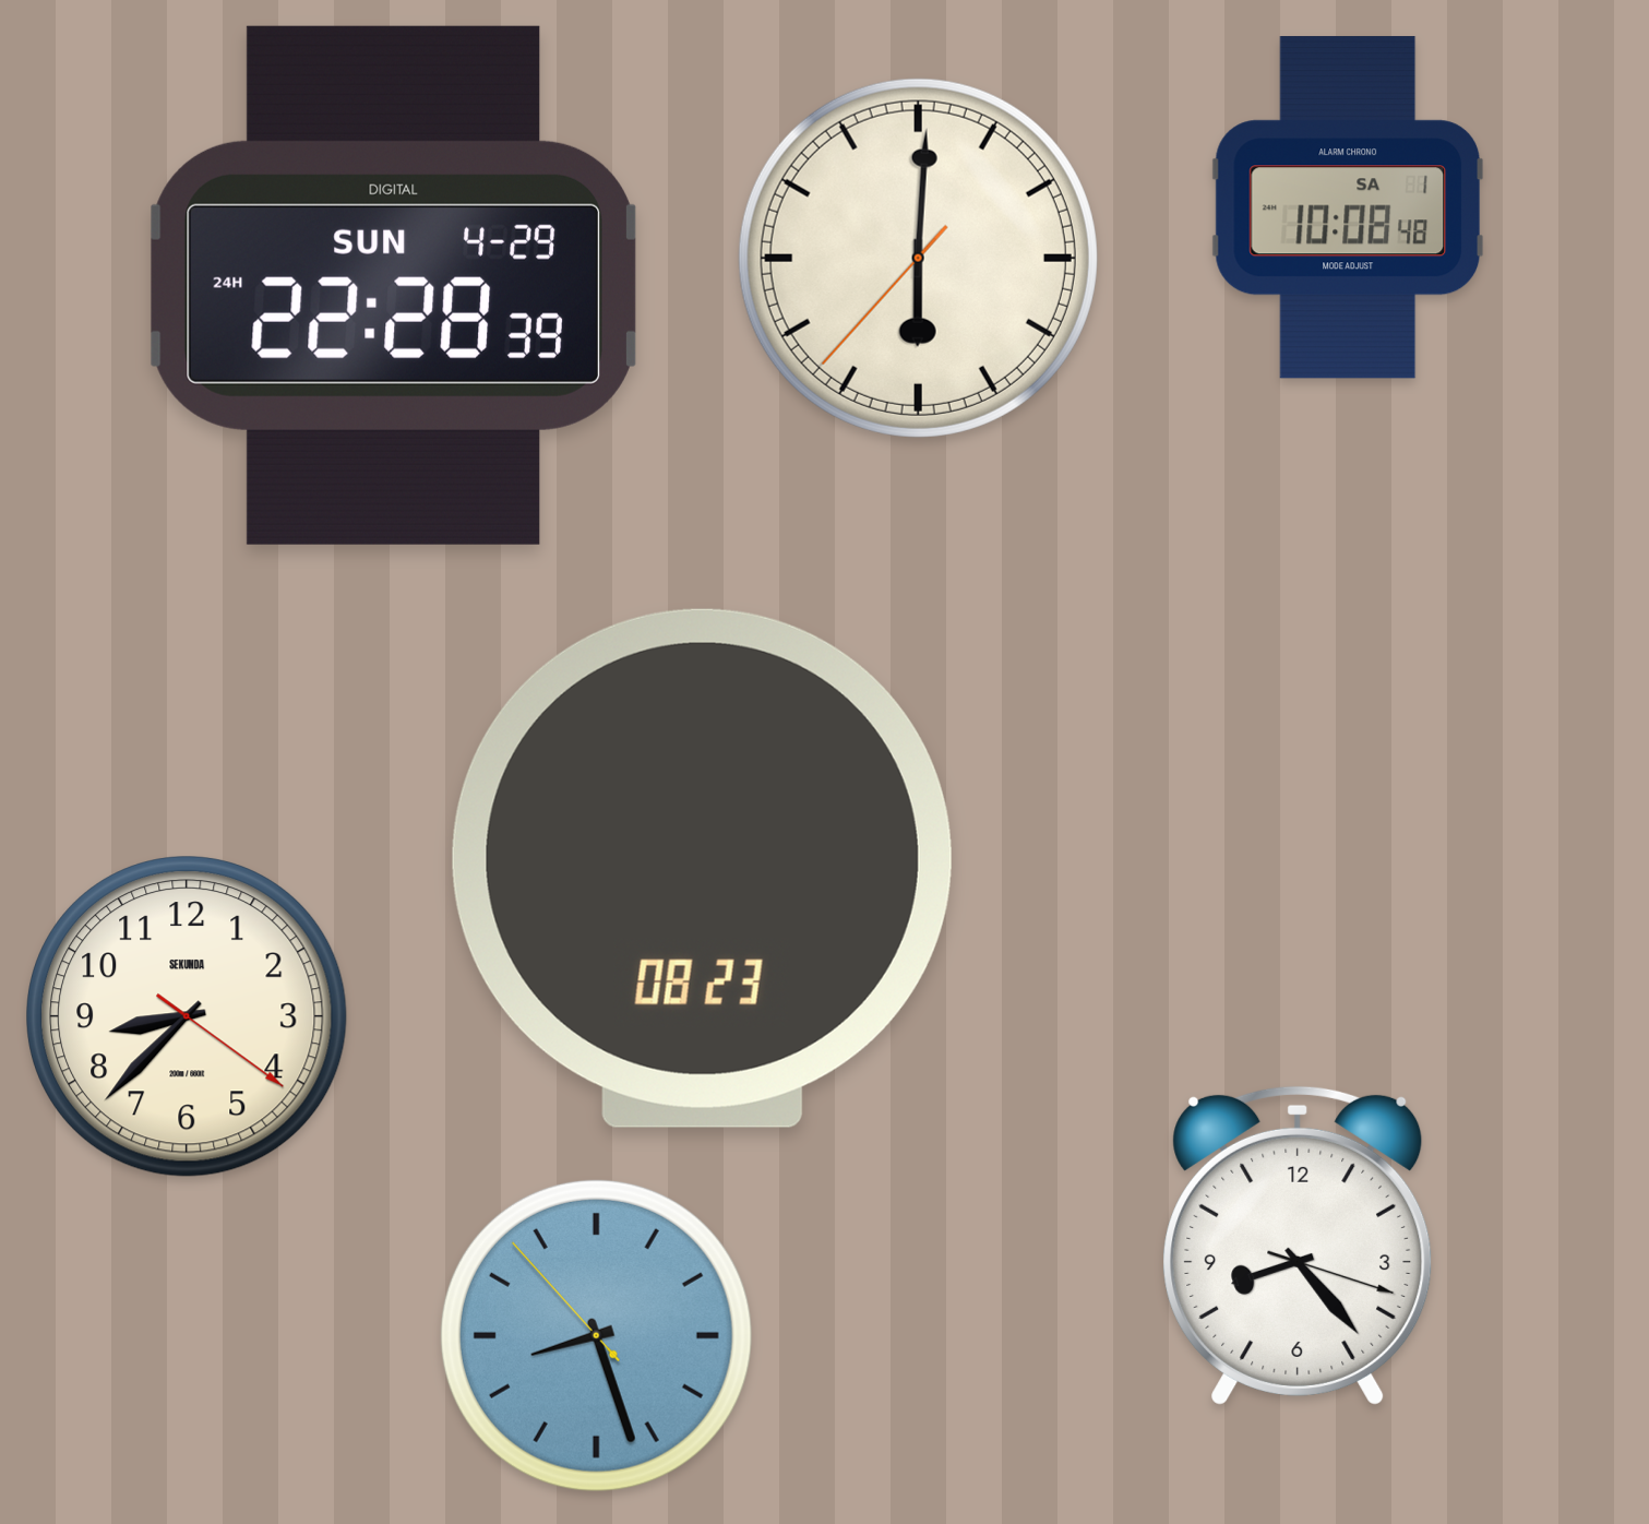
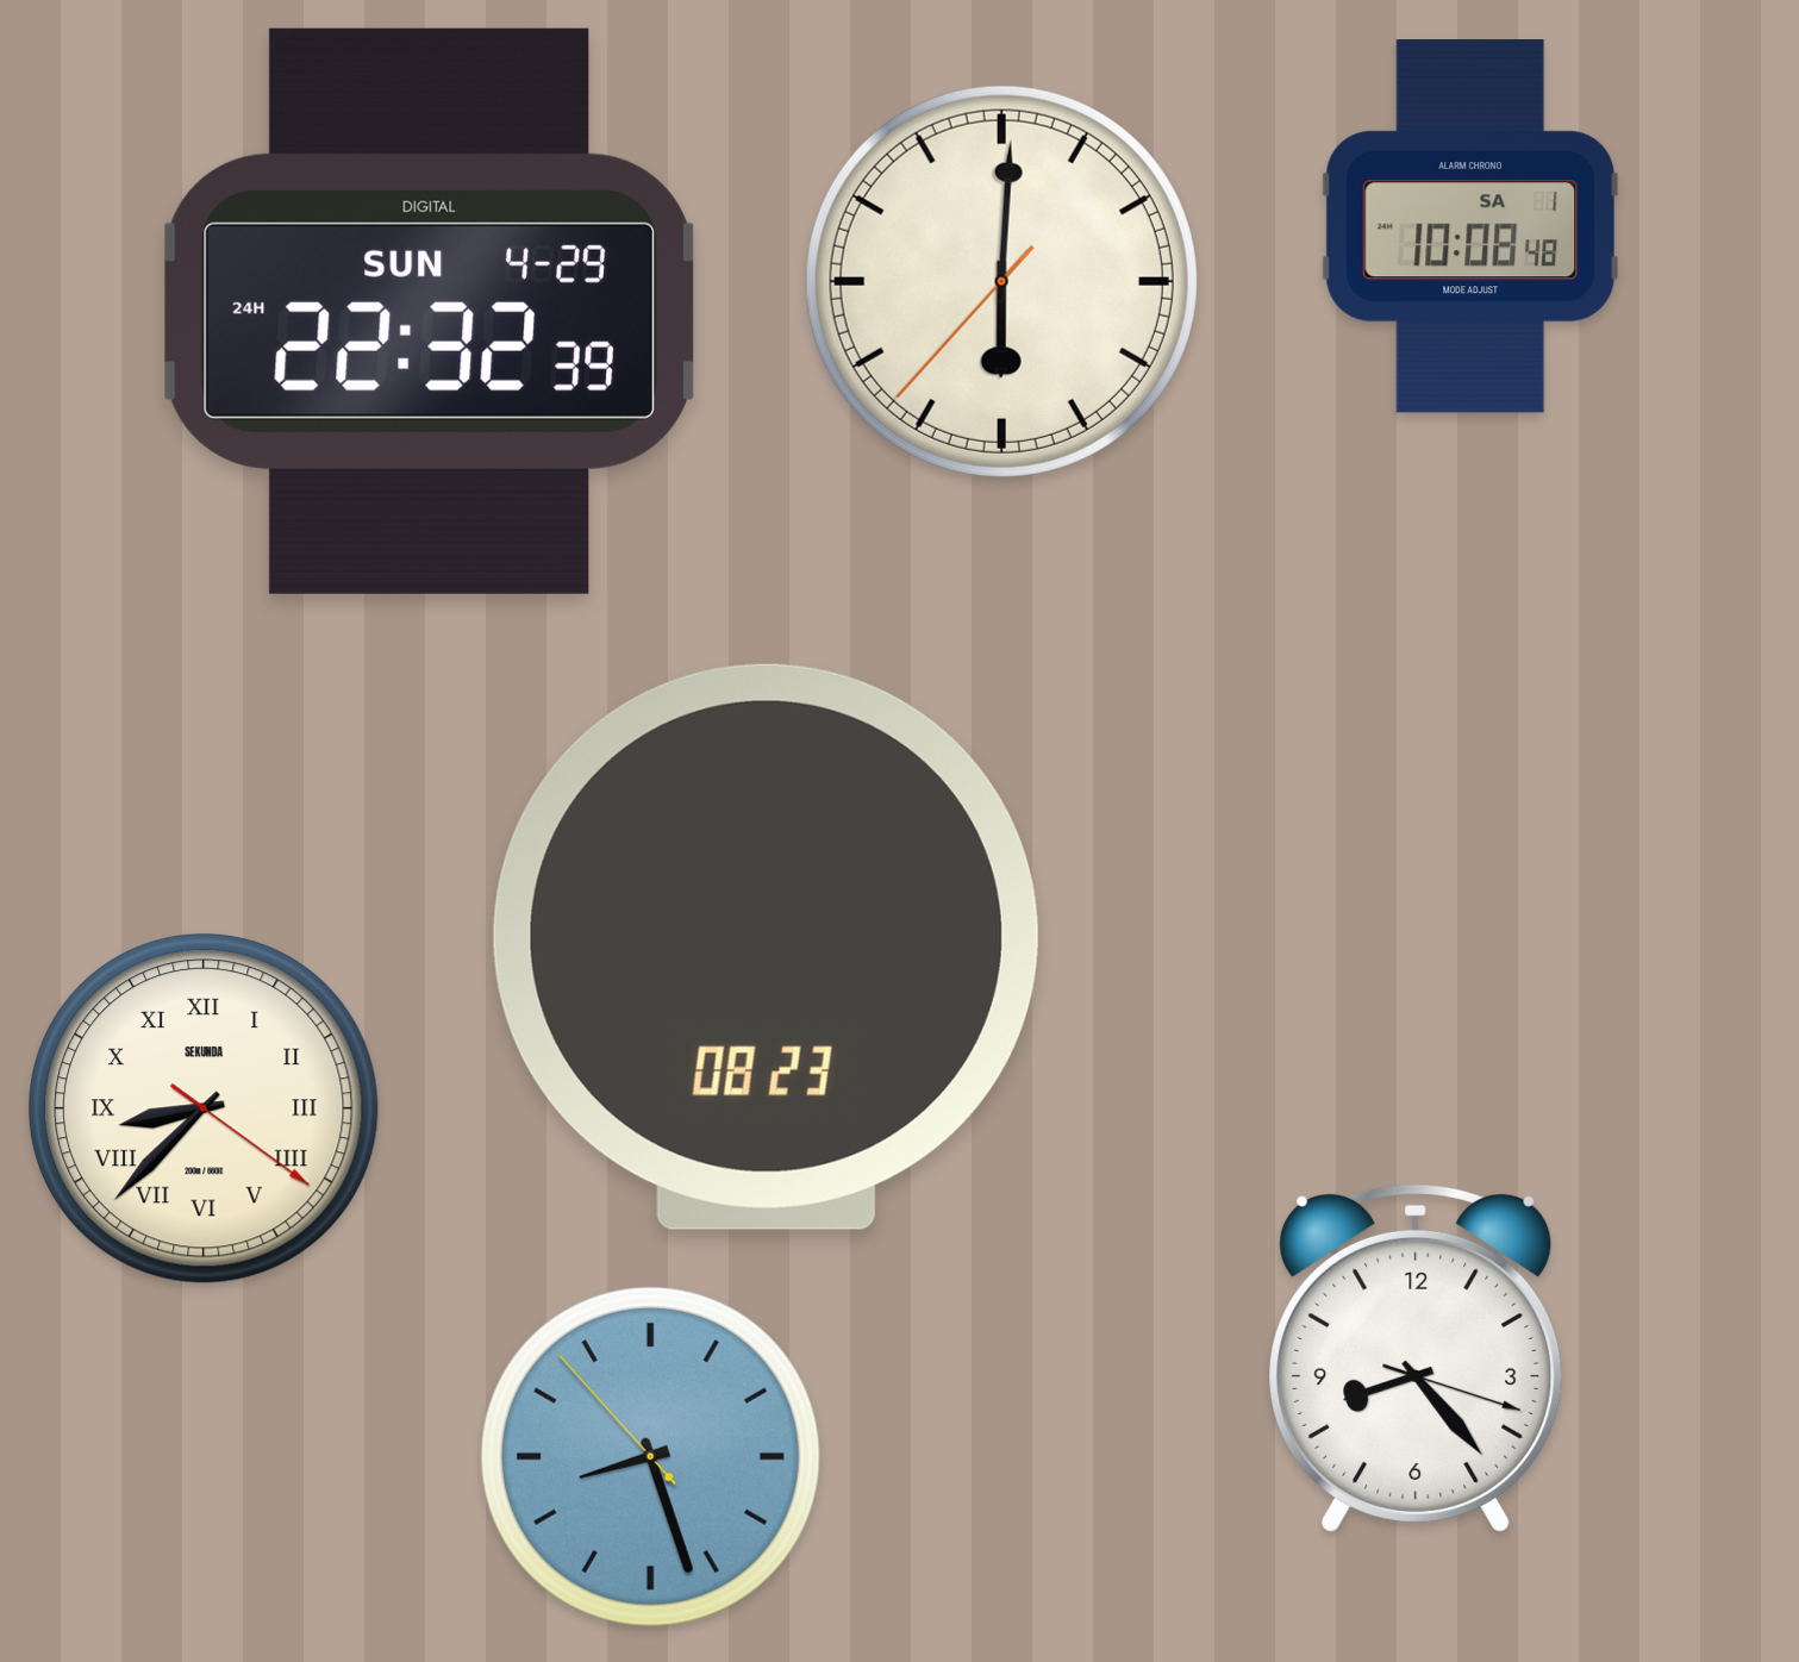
clock at (393, 285): 22:28 -> 22:32
clock at (188, 1017) numerals: Arabic -> Roman
